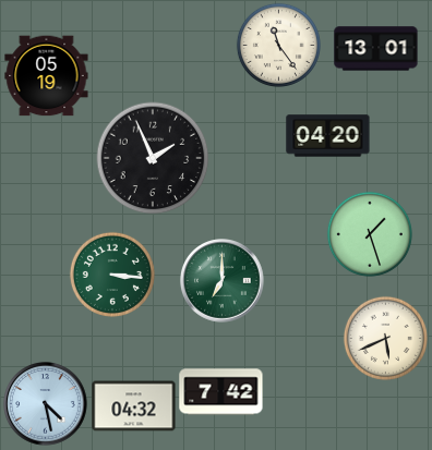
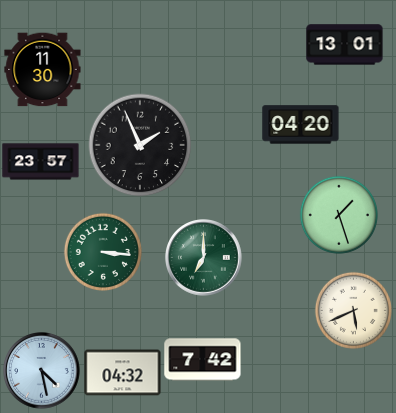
clock at (278, 45): 11:24 -> none
clock at (47, 76): 05:19 -> 11:30
clock at (41, 162): none -> 23:57
